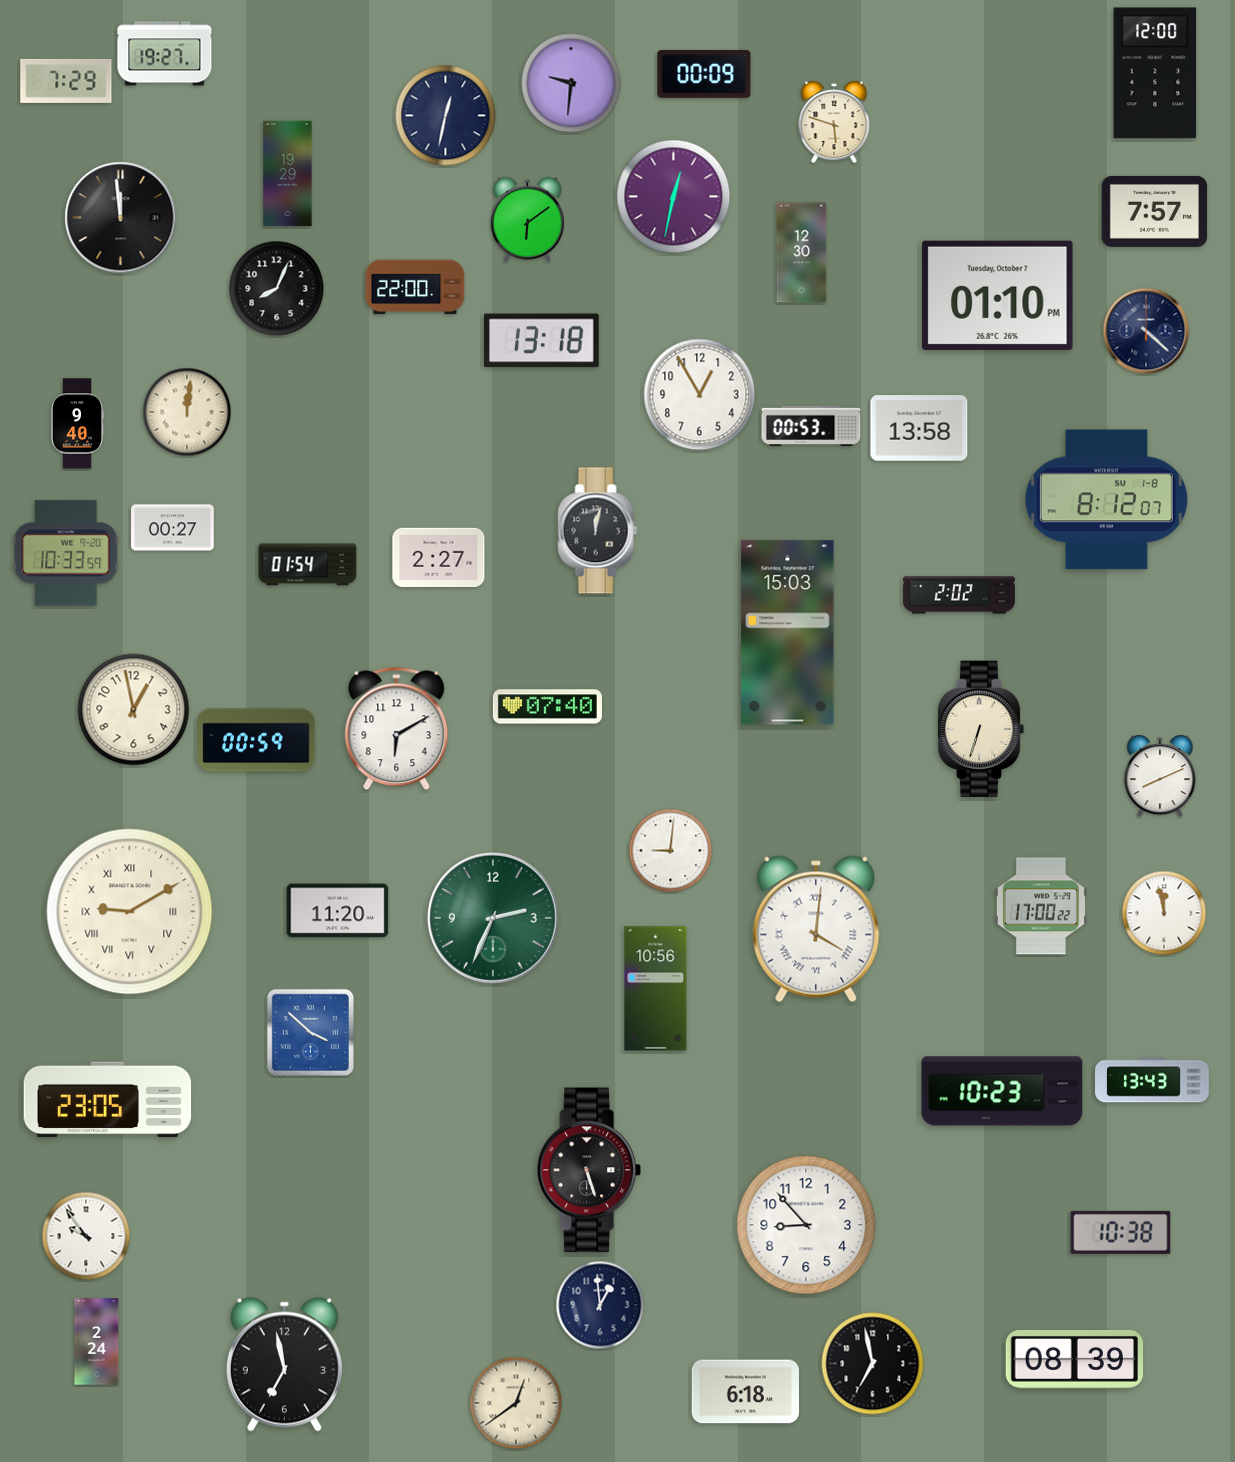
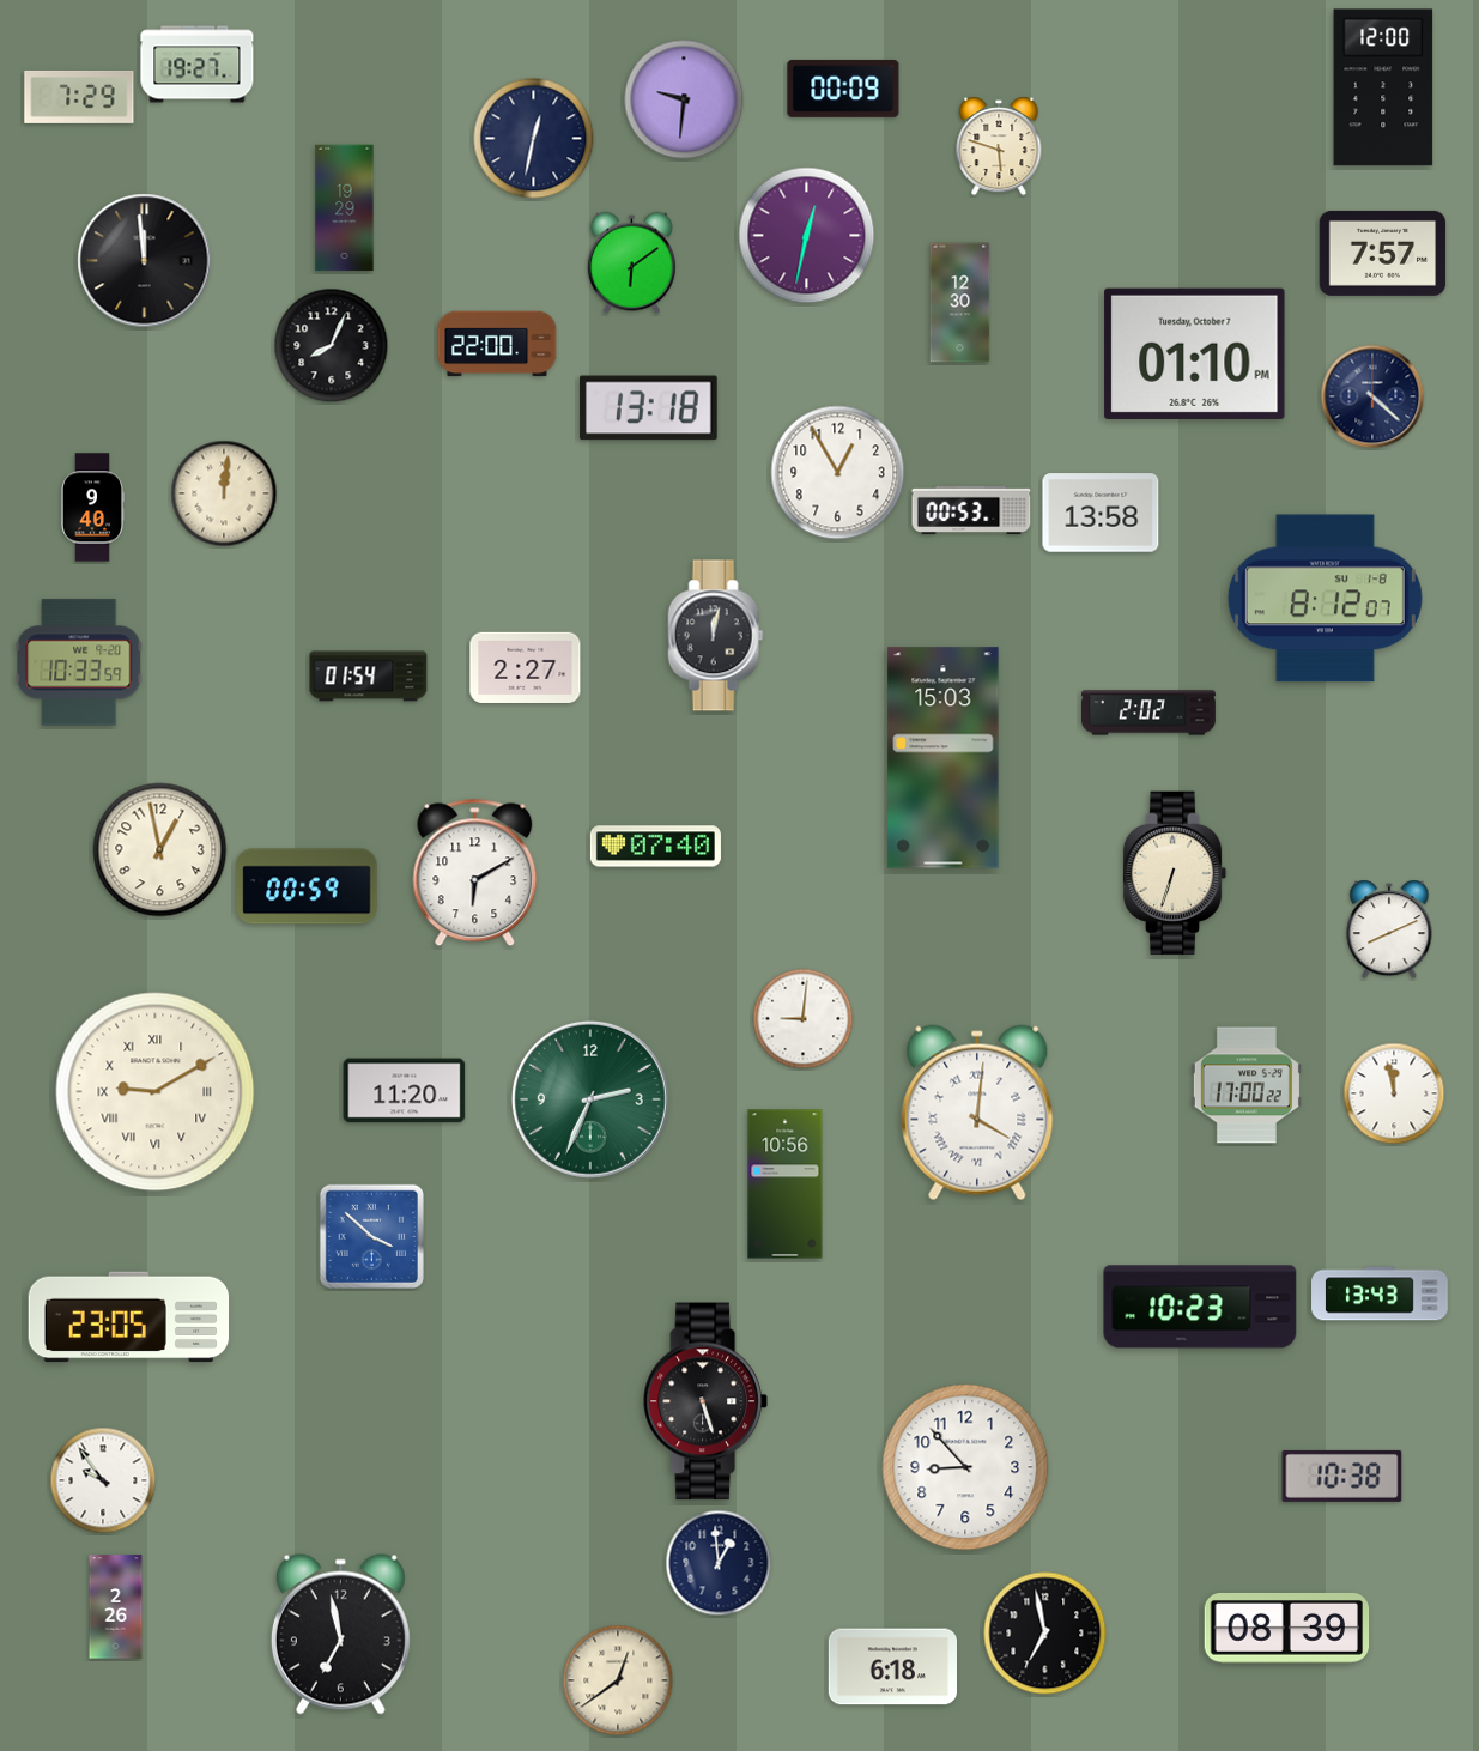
clock at (173, 528): 00:27 -> none
clock at (97, 1342): 2:24 -> 2:26
